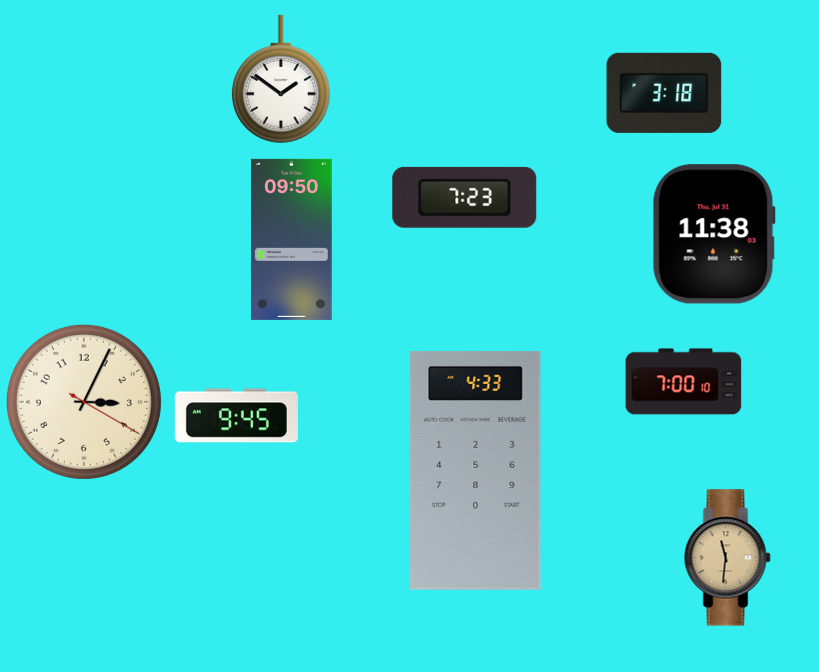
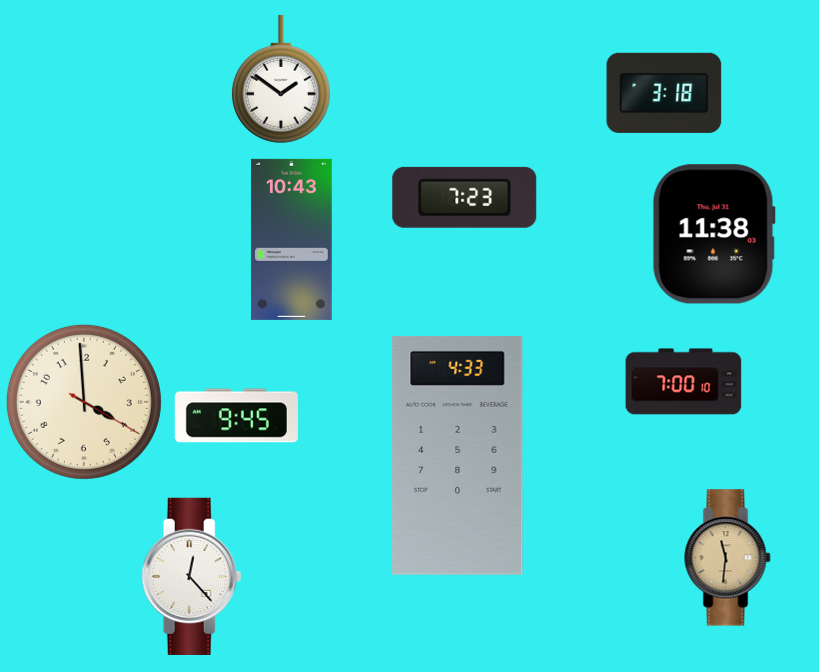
clock at (291, 239): 09:50 -> 10:43
clock at (84, 402): 3:04 -> 3:59
clock at (476, 470) position: (476, 470) -> (458, 455)
clock at (192, 576): none -> 12:23
